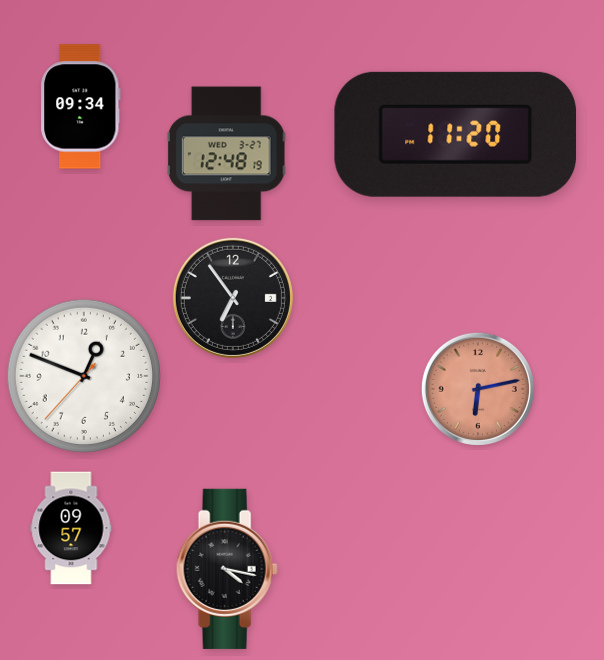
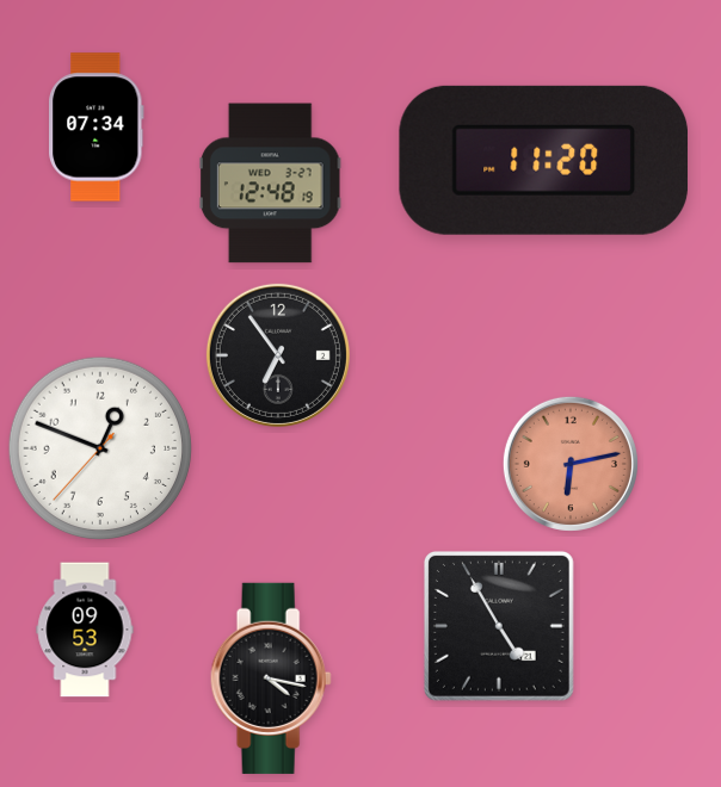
clock at (81, 107): 09:34 -> 07:34
clock at (499, 626): none -> 4:55
clock at (71, 528): 09:57 -> 09:53
